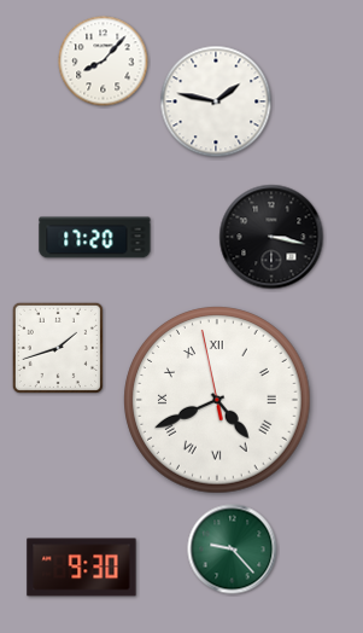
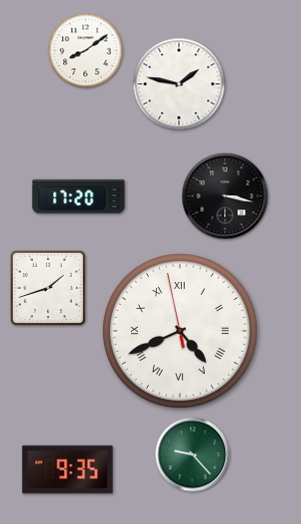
clock at (104, 62): 8:07 -> 8:09
clock at (82, 568): 9:30 -> 9:35
